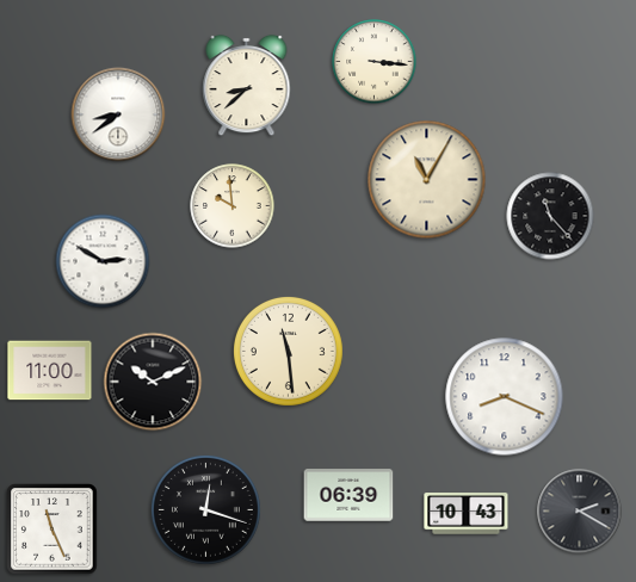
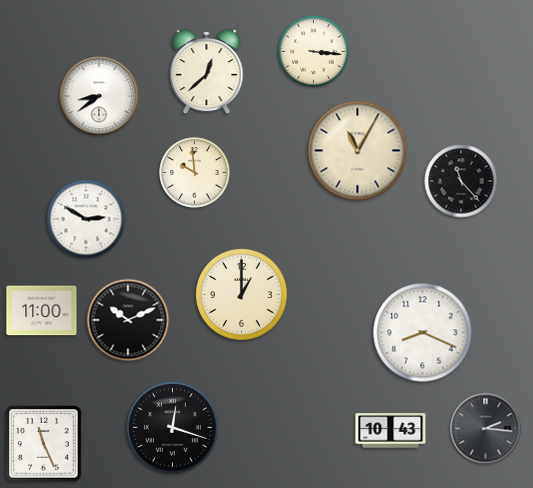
clock at (247, 86): 8:38 -> 12:38
clock at (288, 351): 11:29 -> 1:00
clock at (348, 495): 06:39 -> none
clock at (580, 512): 2:20 -> 2:16
